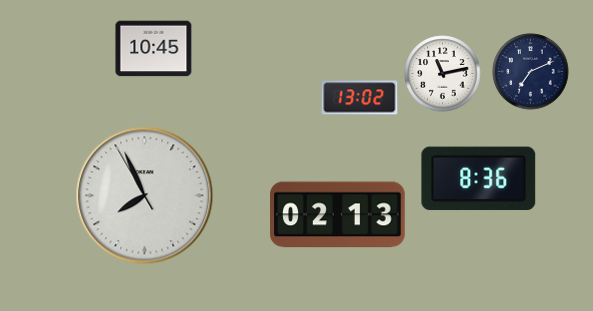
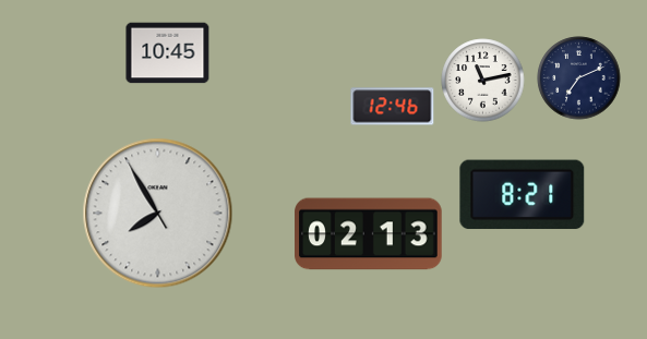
clock at (360, 98): 13:02 -> 12:46
clock at (479, 179): 8:36 -> 8:21
clock at (145, 196): 7:55 -> 7:54
